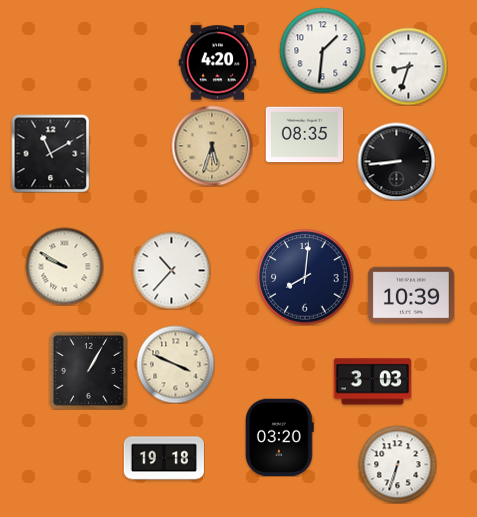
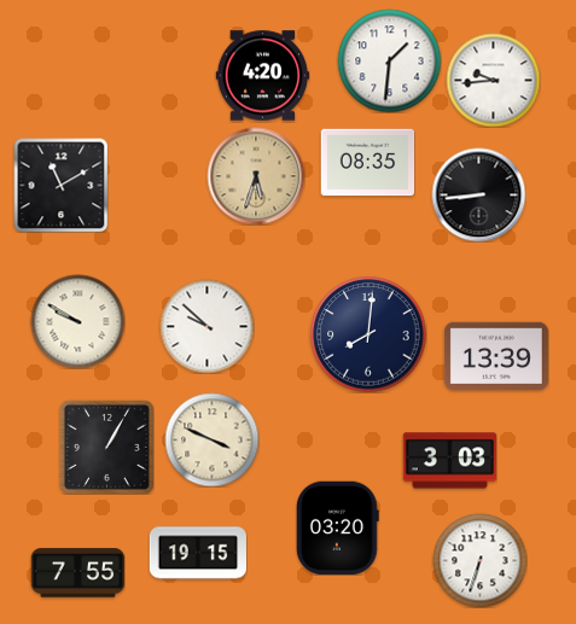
clock at (408, 66): 8:33 -> 9:44
clock at (171, 270): 10:37 -> 9:52
clock at (411, 294): 10:39 -> 13:39
clock at (164, 458): 19:18 -> 19:15
clock at (77, 573): none -> 7:55
